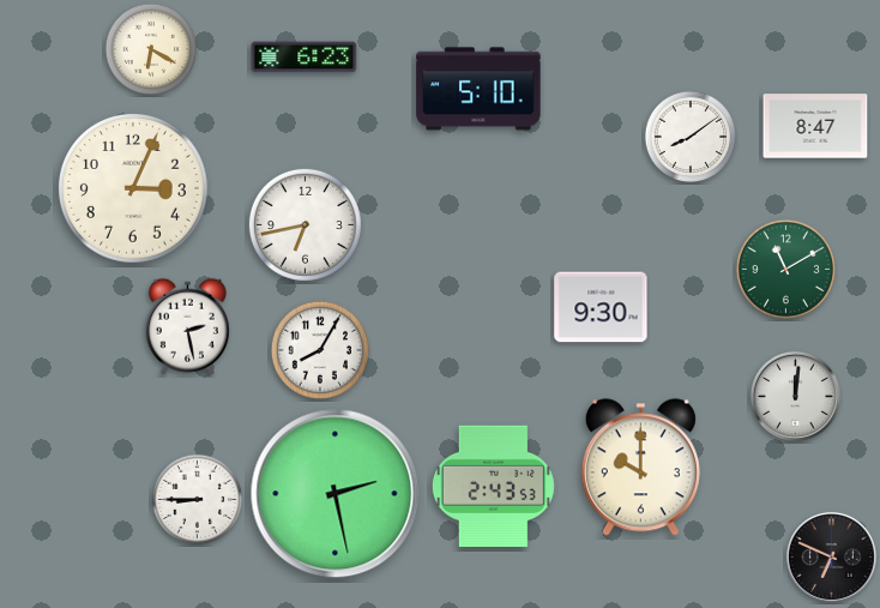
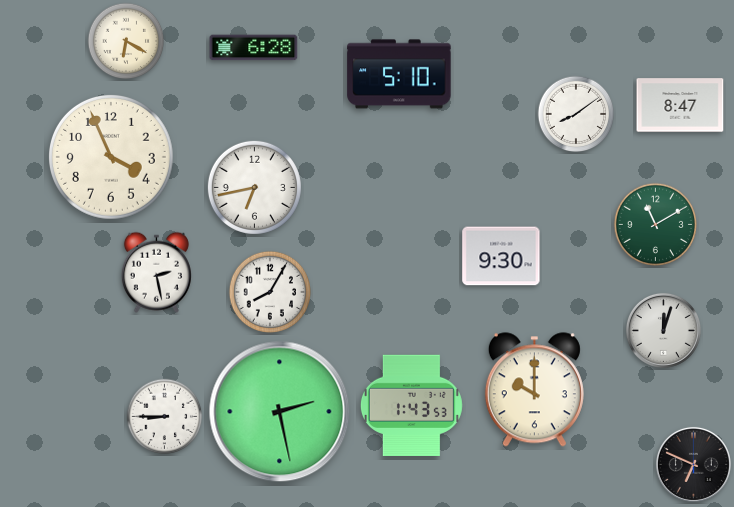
clock at (305, 58): 6:23 -> 6:28
clock at (133, 188): 3:04 -> 3:56
clock at (320, 350) position: (320, 350) -> (270, 292)
clock at (795, 396): 12:01 -> 12:03
clock at (493, 486): 2:43 -> 1:43
